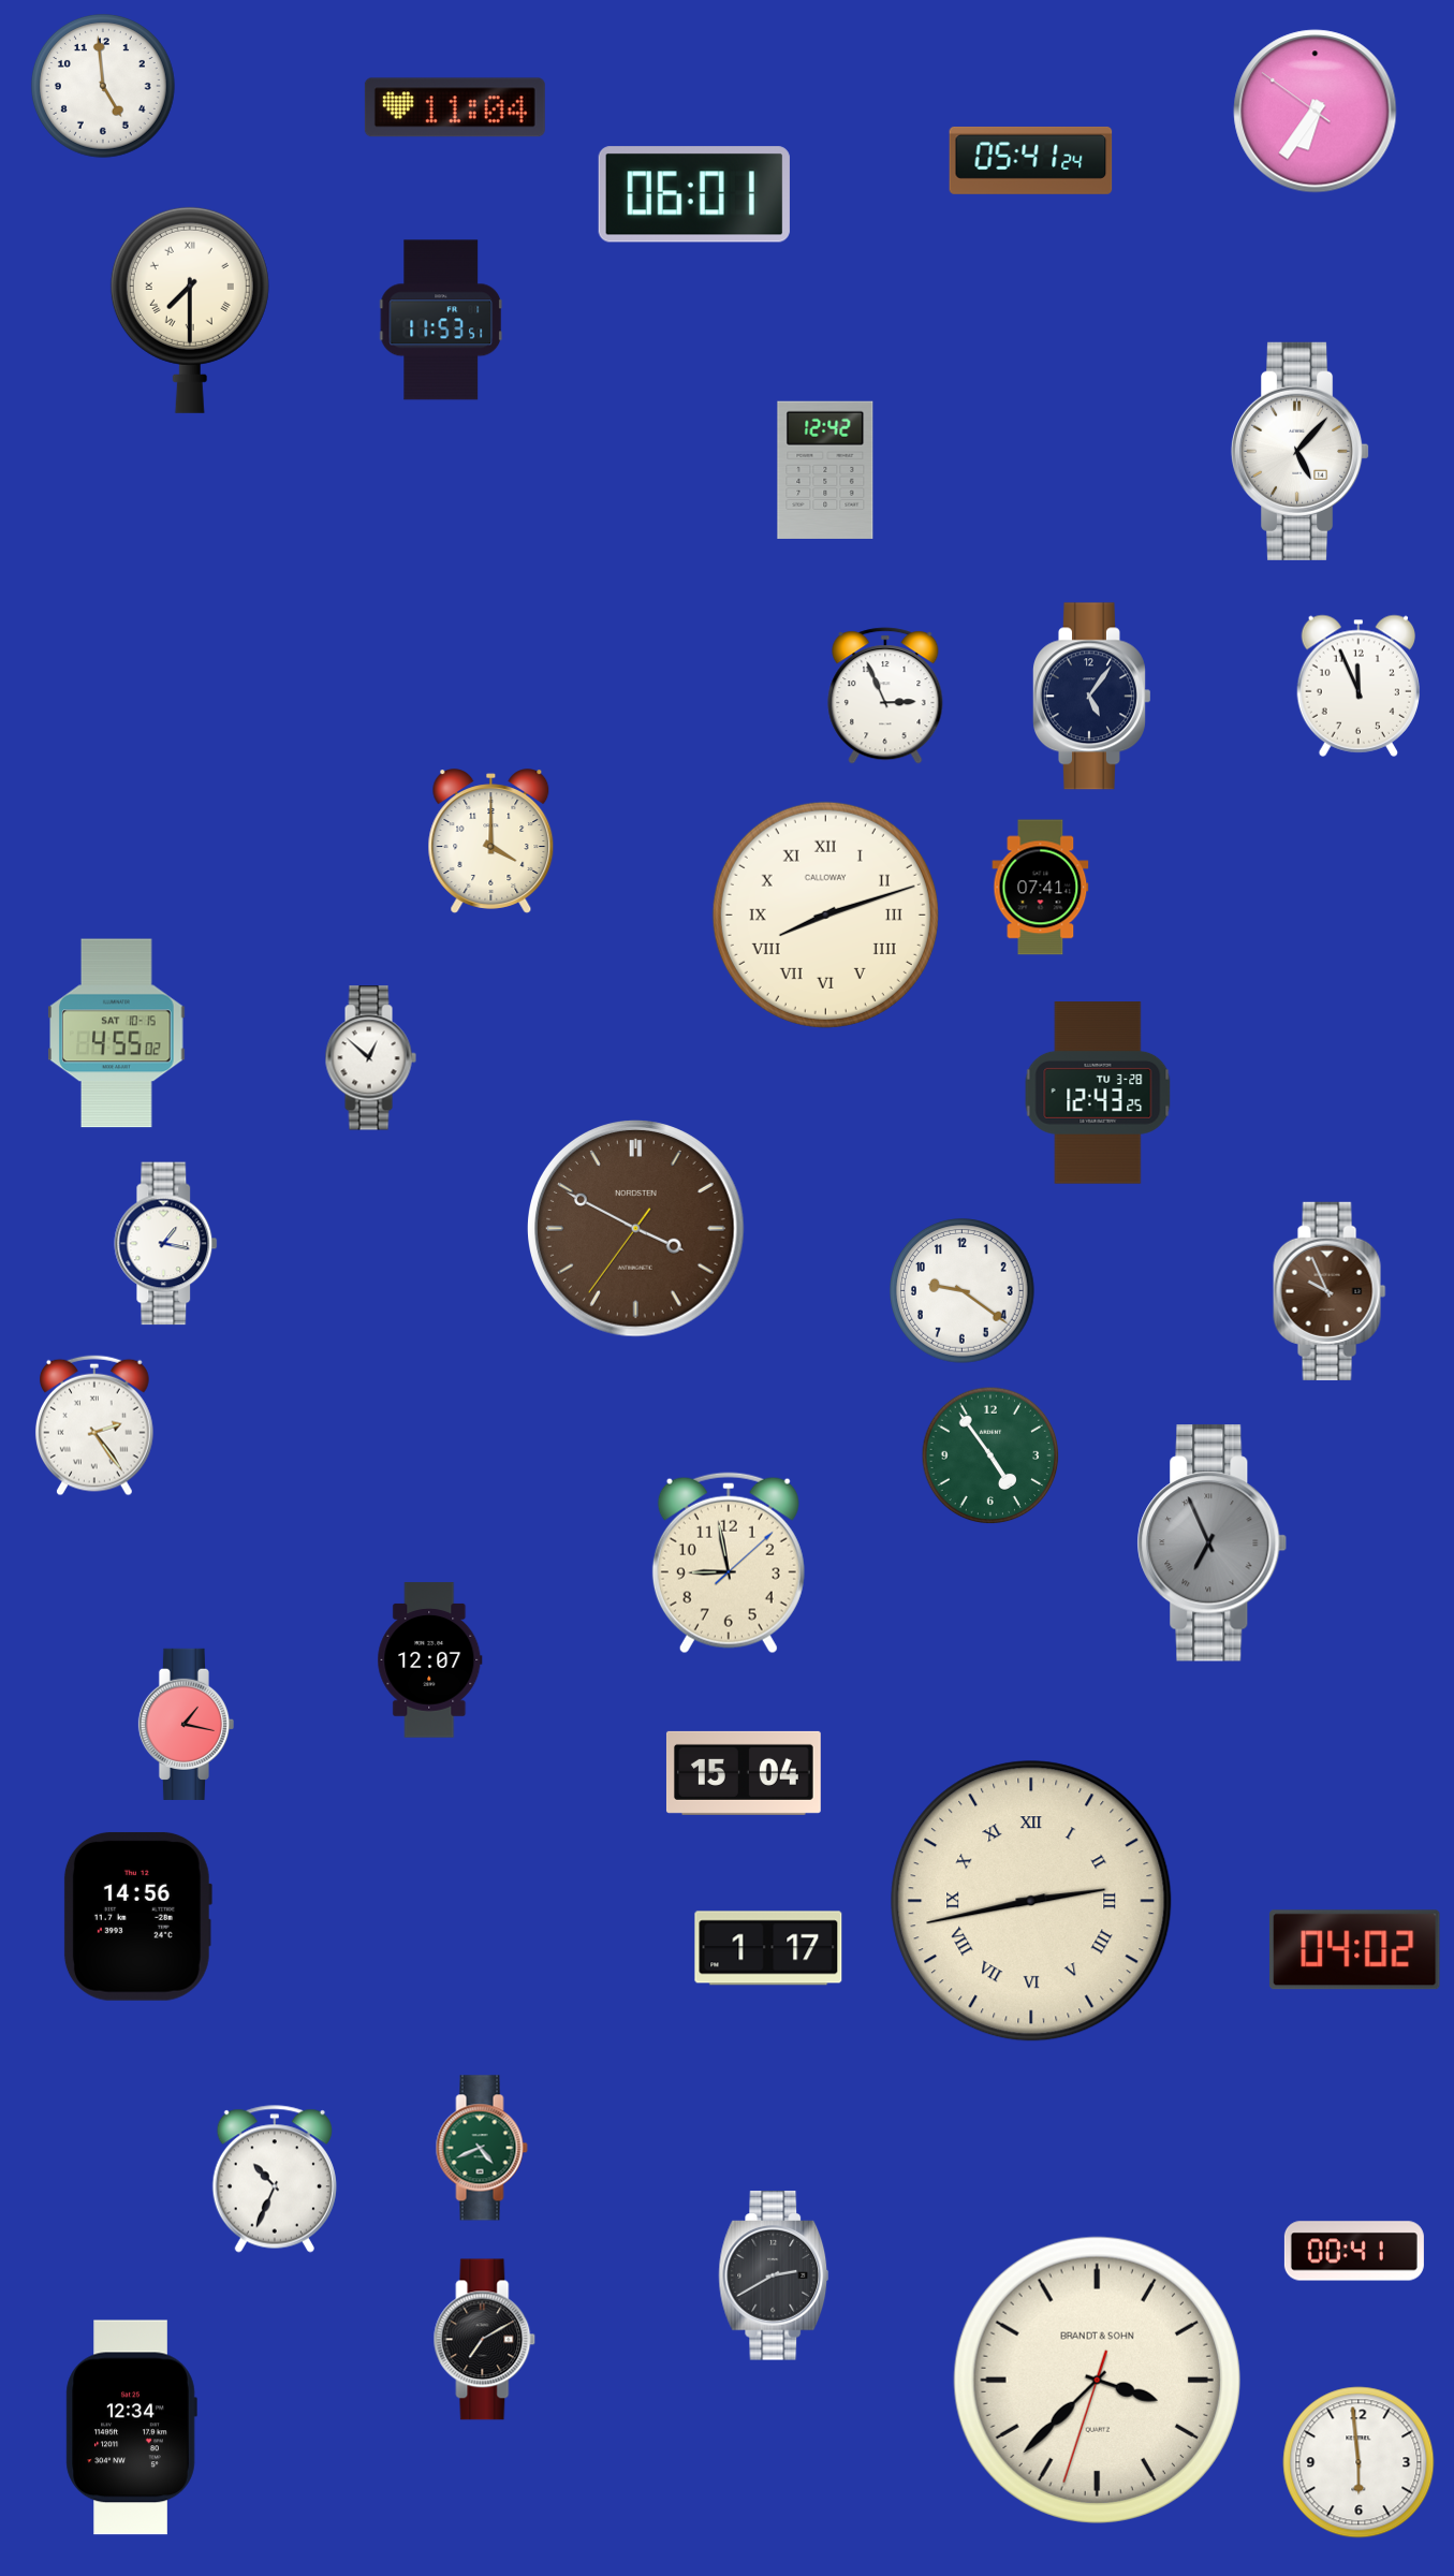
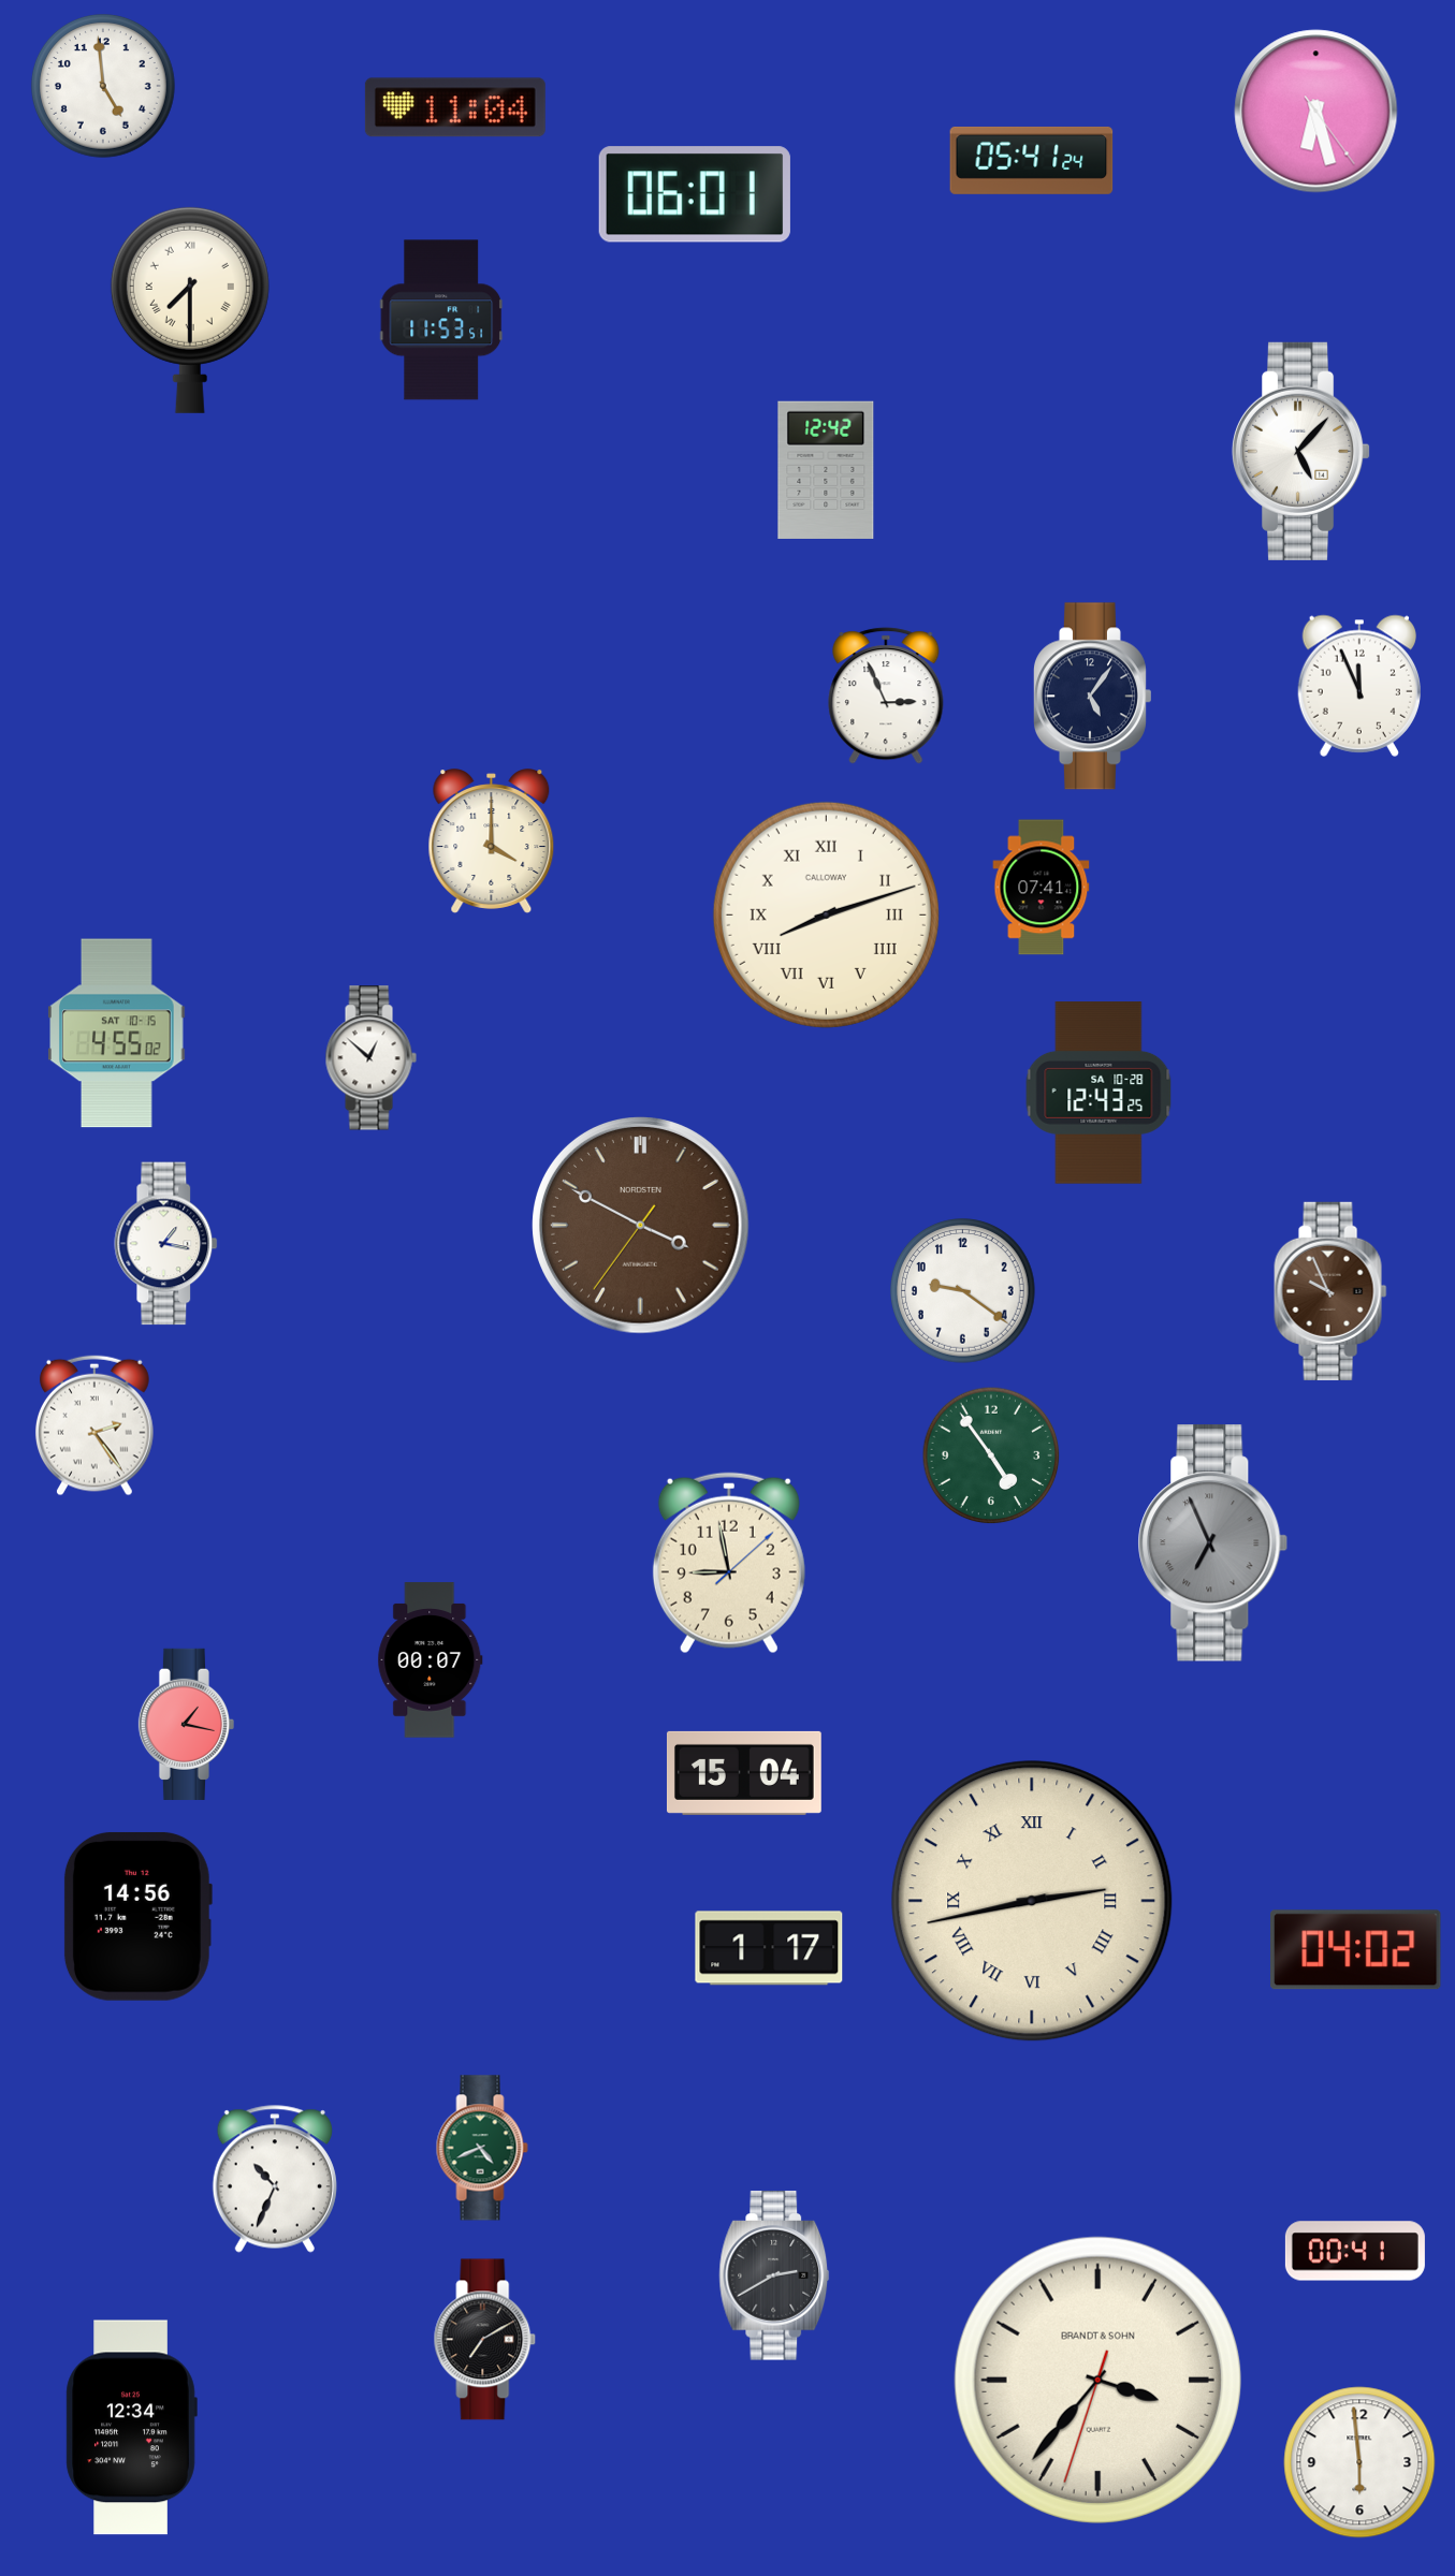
clock at (1316, 112): 6:35 -> 6:27
clock at (1098, 1093) date: TU 3-28 -> SA 10-28
clock at (636, 1229) position: (636, 1229) -> (641, 1226)
clock at (430, 1660): 12:07 -> 00:07
clock at (1097, 2380): 3:37 -> 3:36
